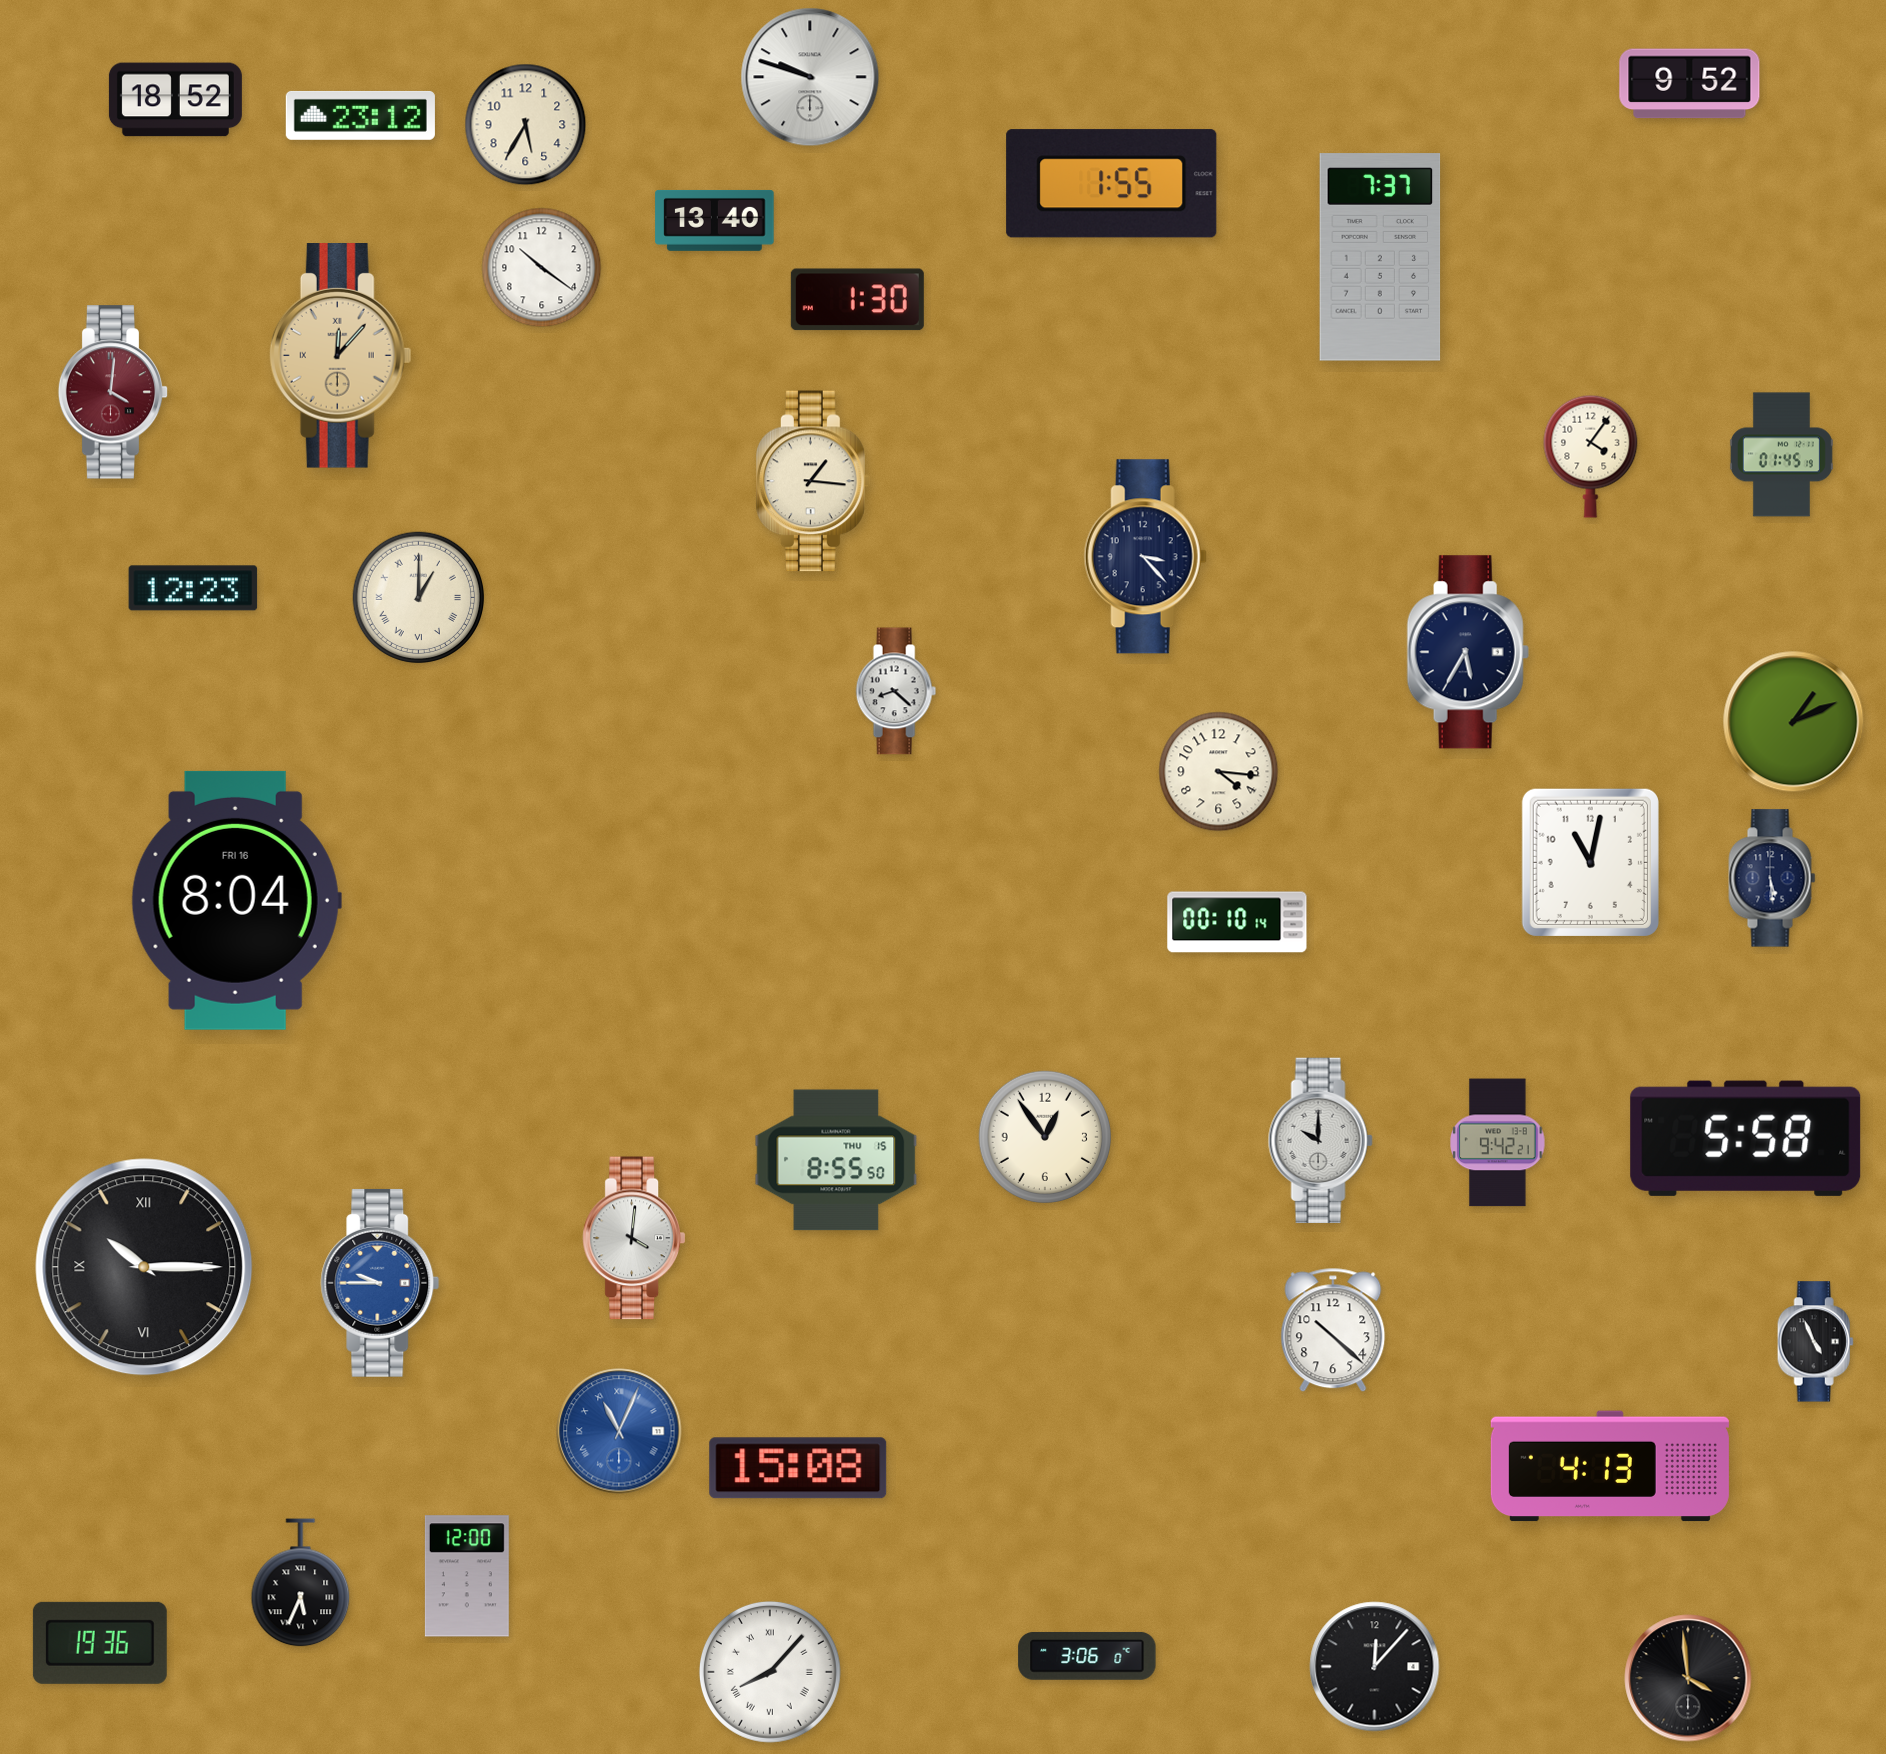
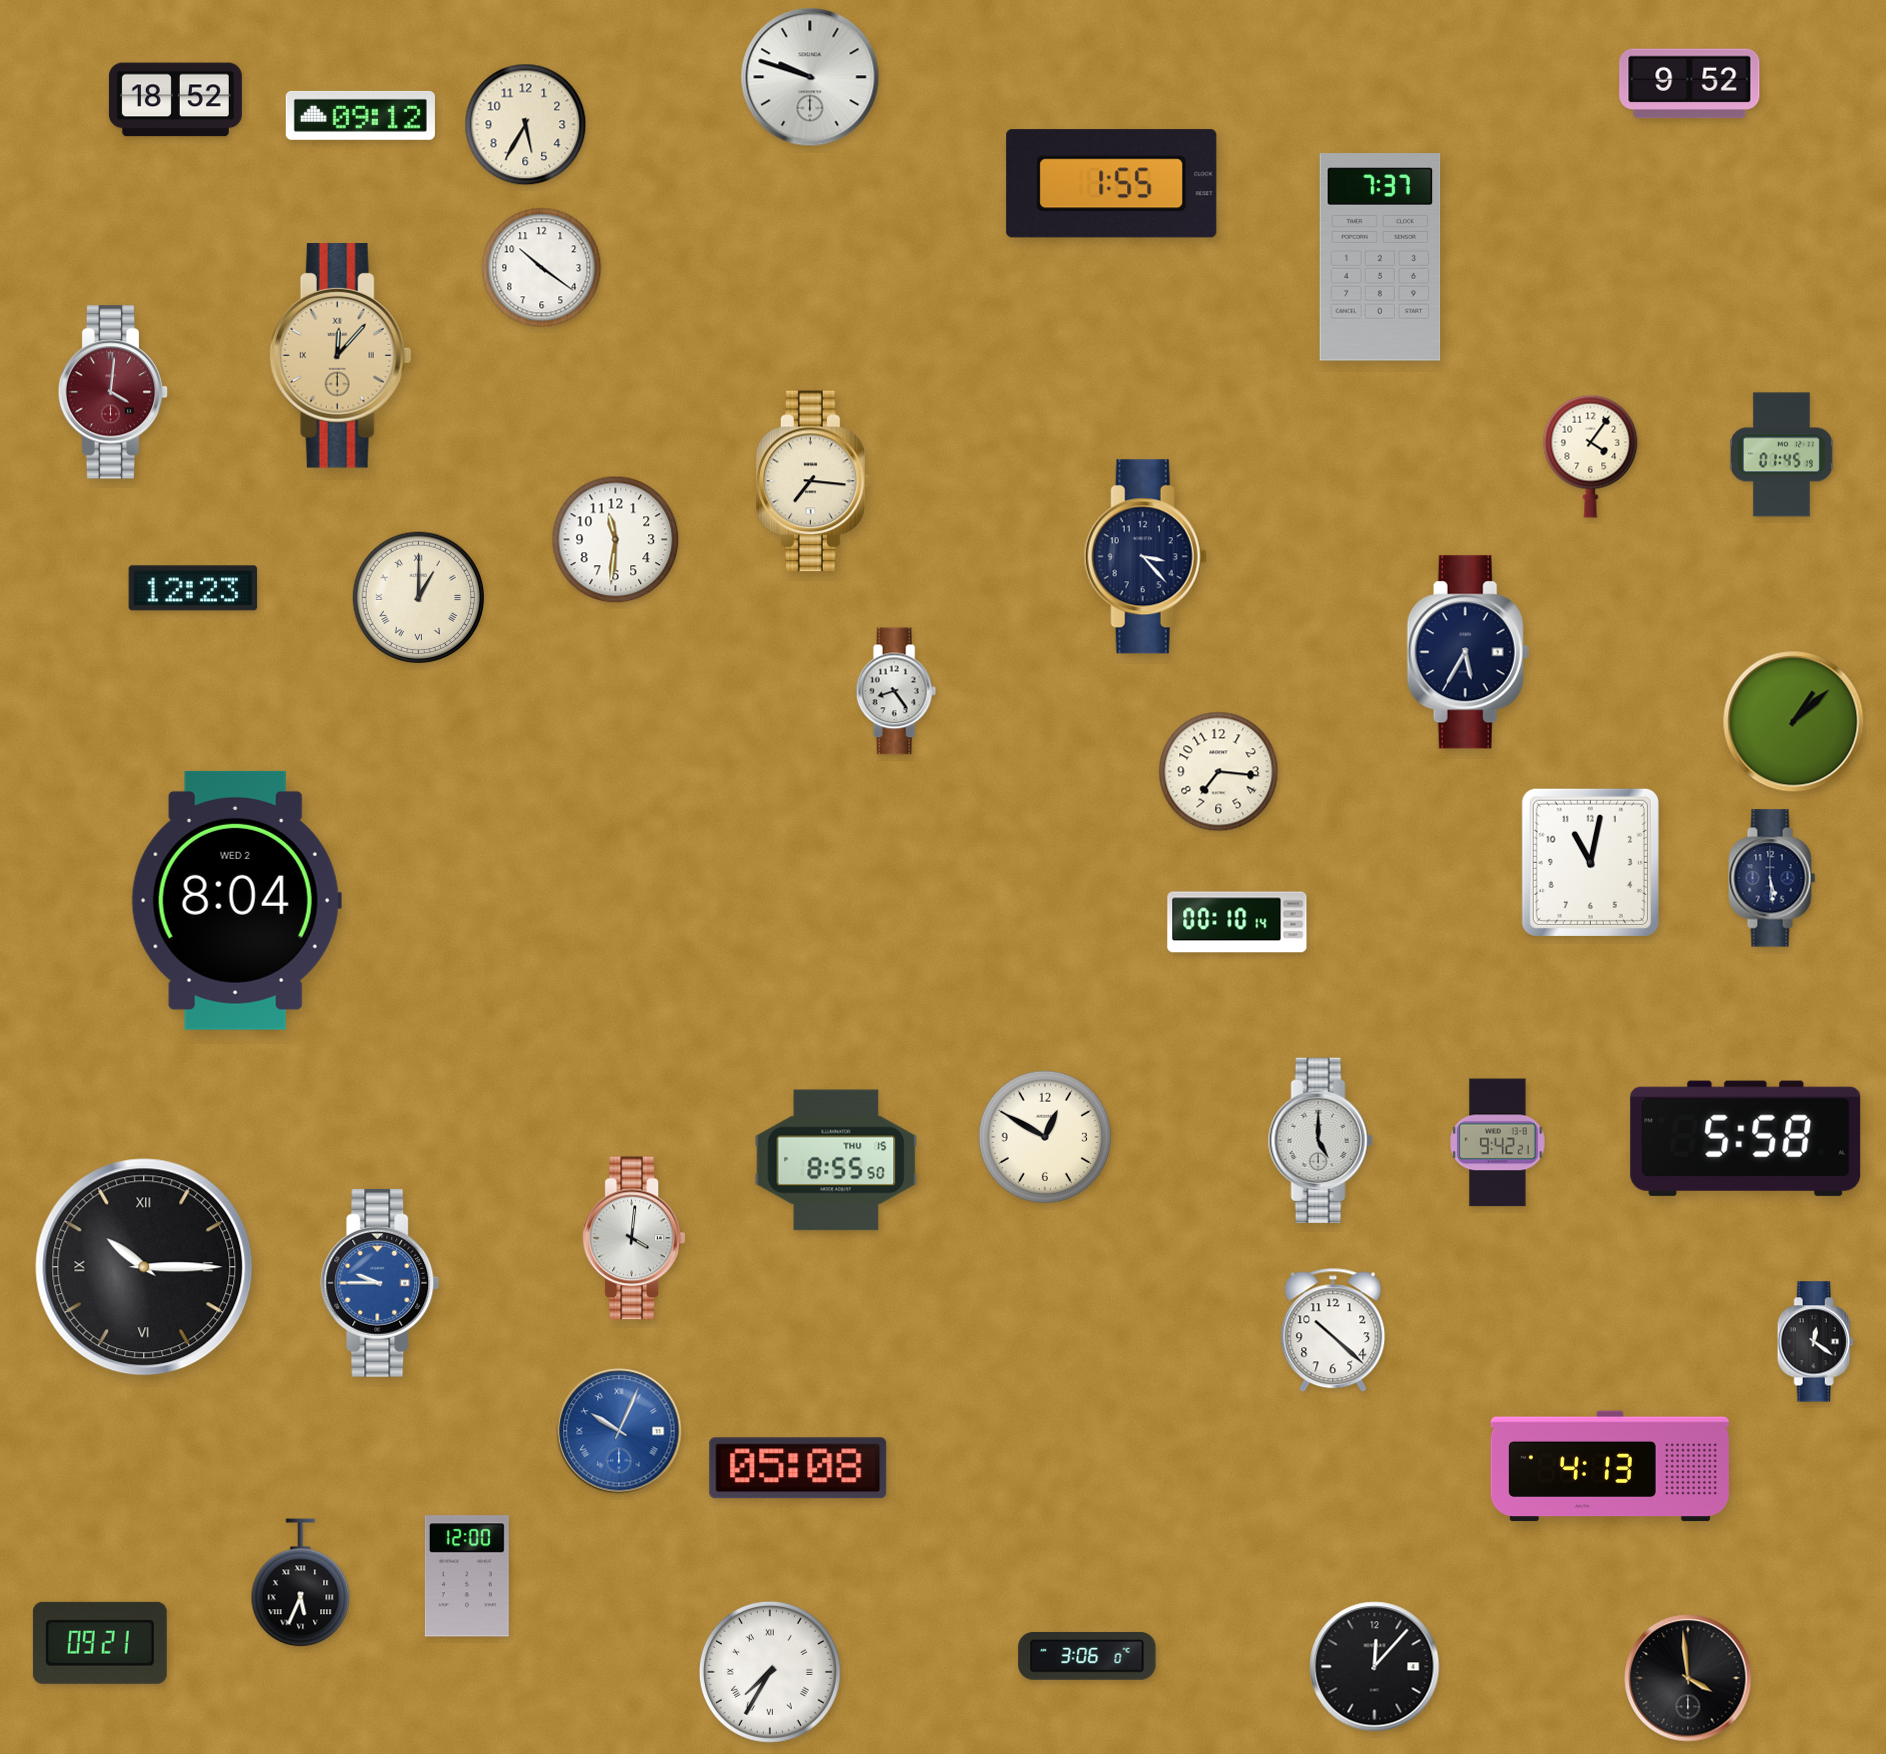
clock at (360, 115): 23:12 -> 09:12
clock at (715, 220): 13:40 -> none
clock at (857, 300): 1:30 -> none
clock at (814, 481): 1:16 -> 7:16
clock at (616, 540): none -> 11:31
clock at (896, 691): 8:22 -> 8:24
clock at (1794, 722): 1:11 -> 1:08
clock at (1219, 772): 4:16 -> 7:16
clock at (236, 900) date: FRI 16 -> WED 2
clock at (1044, 1136): 12:54 -> 12:50
clock at (1320, 1140): 10:00 -> 5:00
clock at (1815, 1342): 4:56 -> 12:21
clock at (619, 1431): 11:04 -> 10:04
clock at (798, 1468): 15:08 -> 05:08
clock at (100, 1643): 19:36 -> 09:21
clock at (770, 1672): 8:07 -> 7:35
